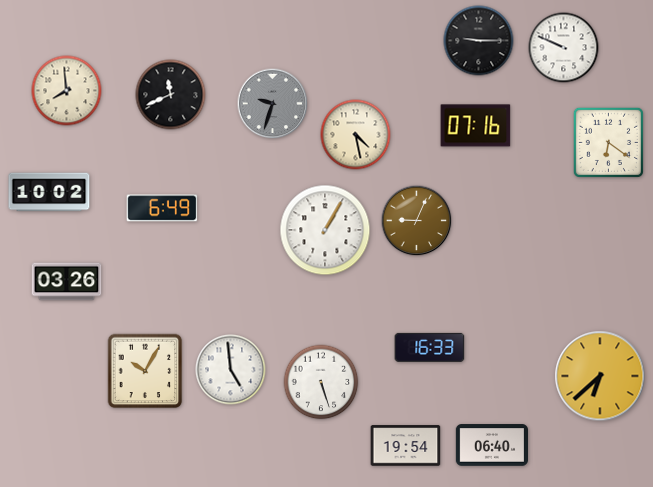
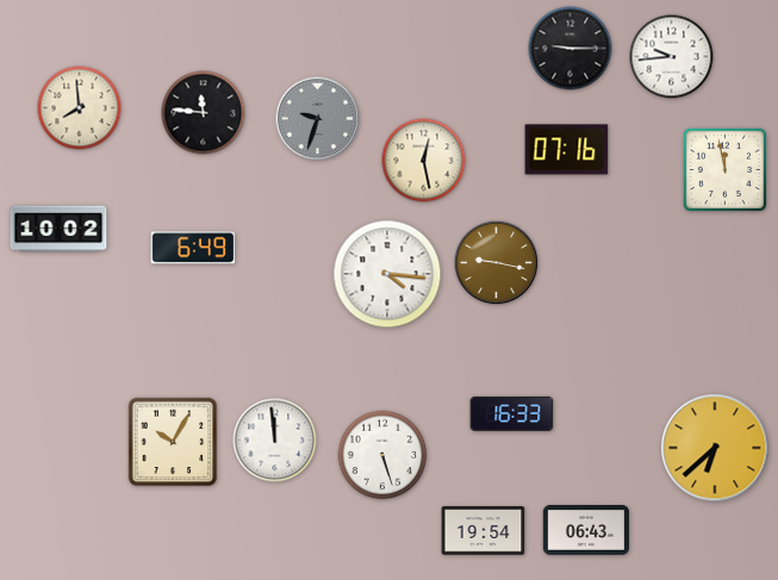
clock at (564, 48): 9:49 -> 9:44
clock at (171, 95): 11:41 -> 11:46
clock at (273, 104) position: (273, 104) -> (318, 119)
clock at (356, 135): 4:28 -> 12:28
clock at (608, 142): 6:21 -> 11:58
clock at (417, 221): 9:04 -> 9:17
clock at (325, 230): 1:05 -> 4:16
clock at (67, 282): 03:26 -> none
clock at (231, 370): 4:59 -> 11:59
clock at (491, 445): 06:40 -> 06:43
